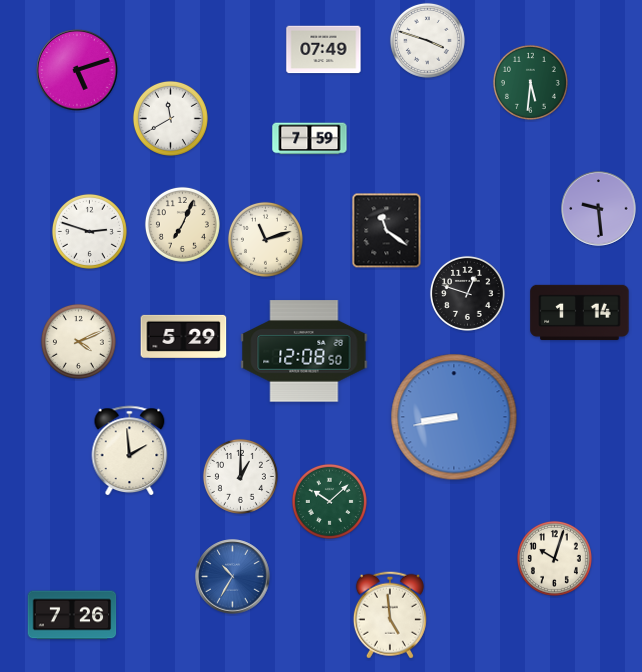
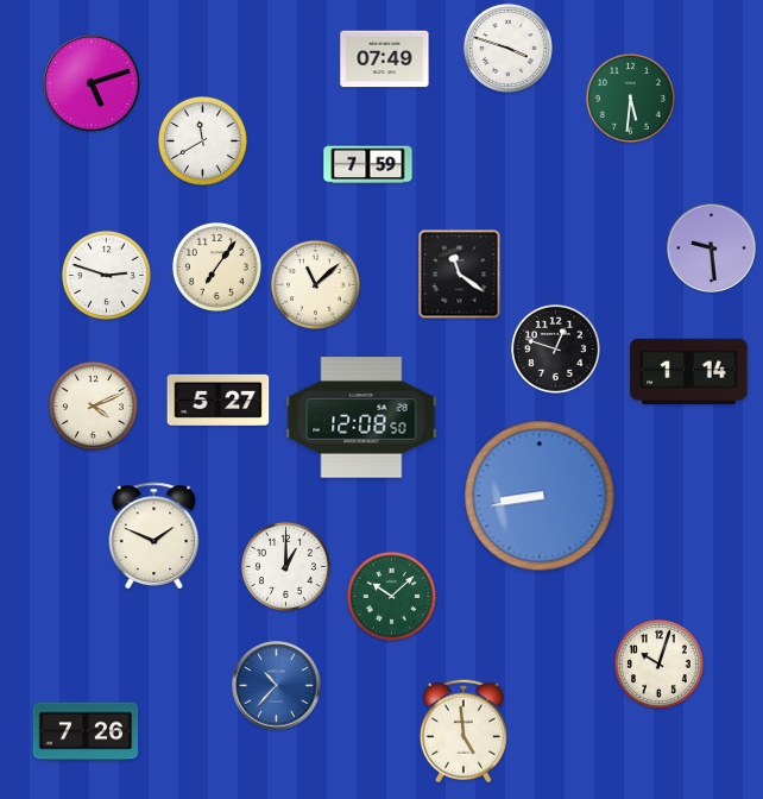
clock at (182, 224): 7:04 -> 7:06
clock at (265, 239): 11:12 -> 11:08
clock at (184, 336): 5:29 -> 5:27
clock at (130, 450): 1:59 -> 1:49
clock at (233, 577): 10:35 -> 10:37
